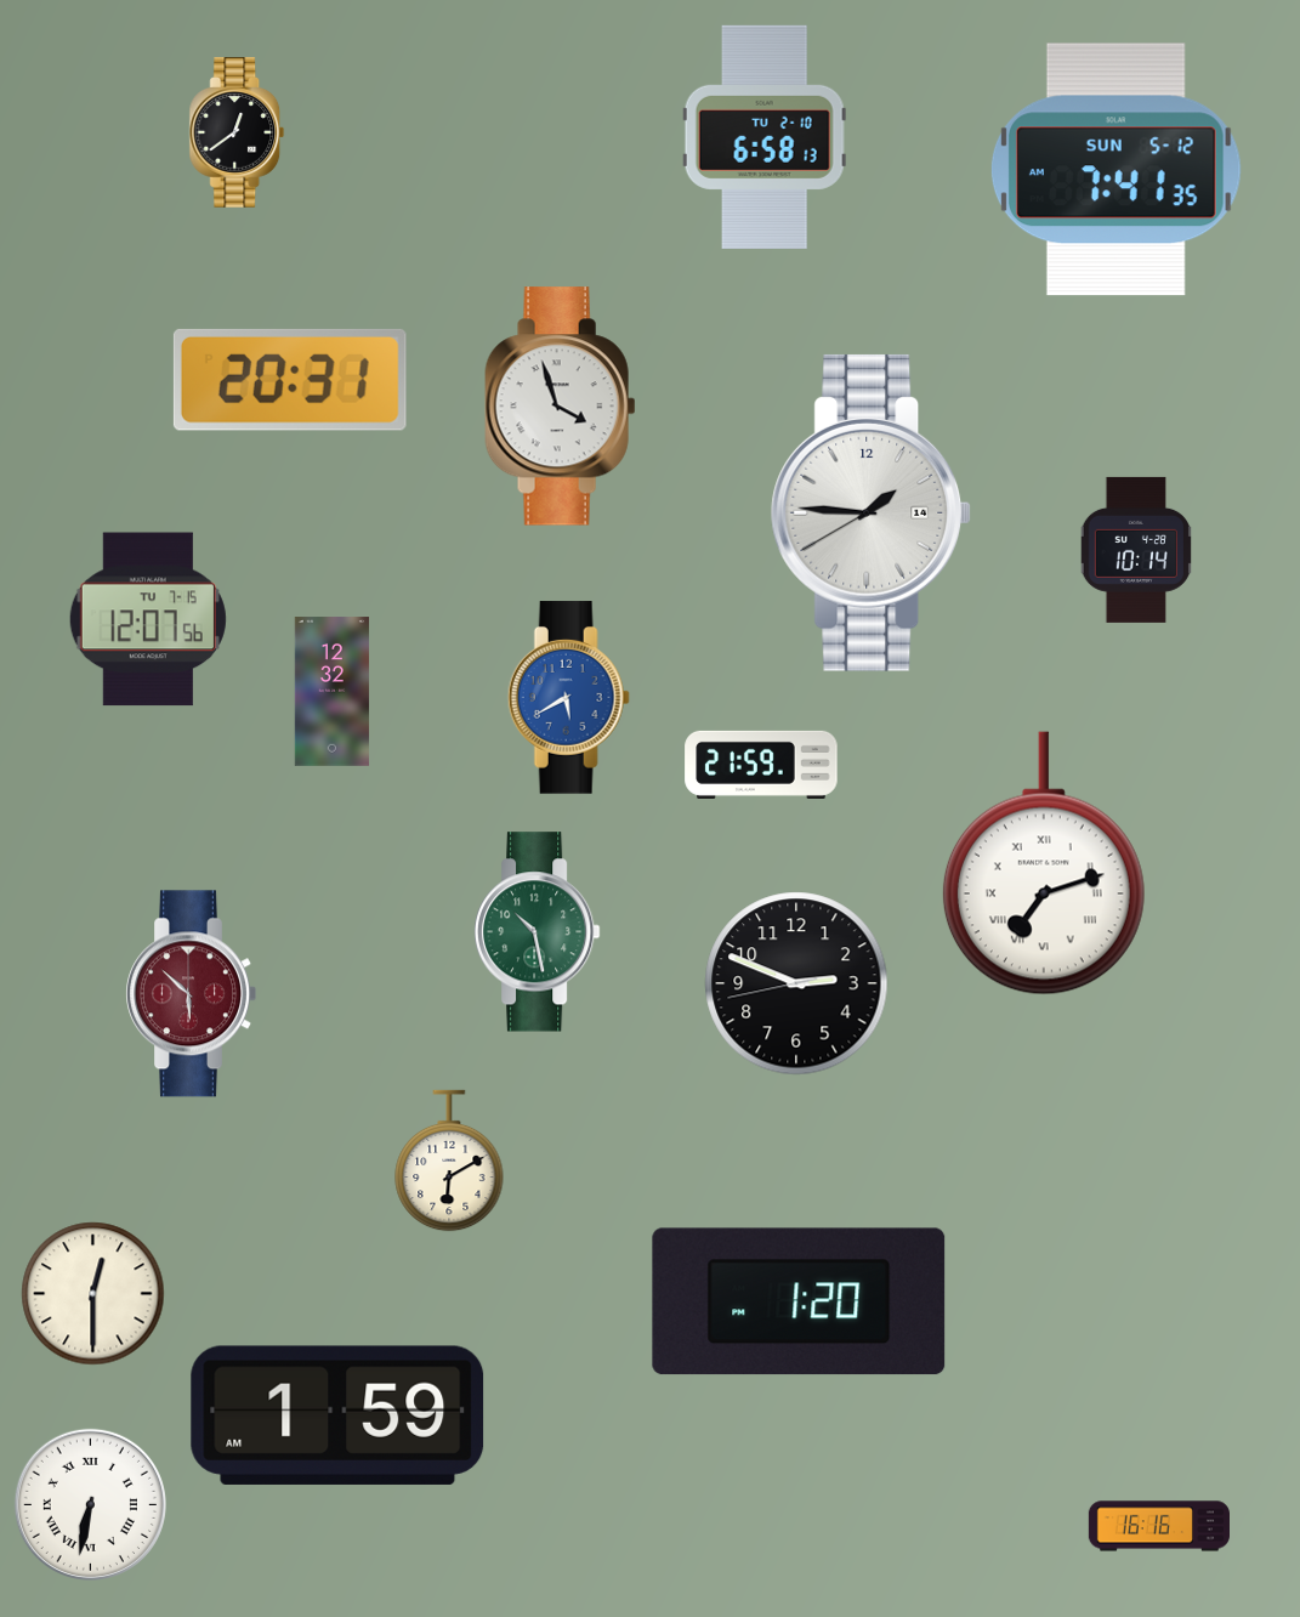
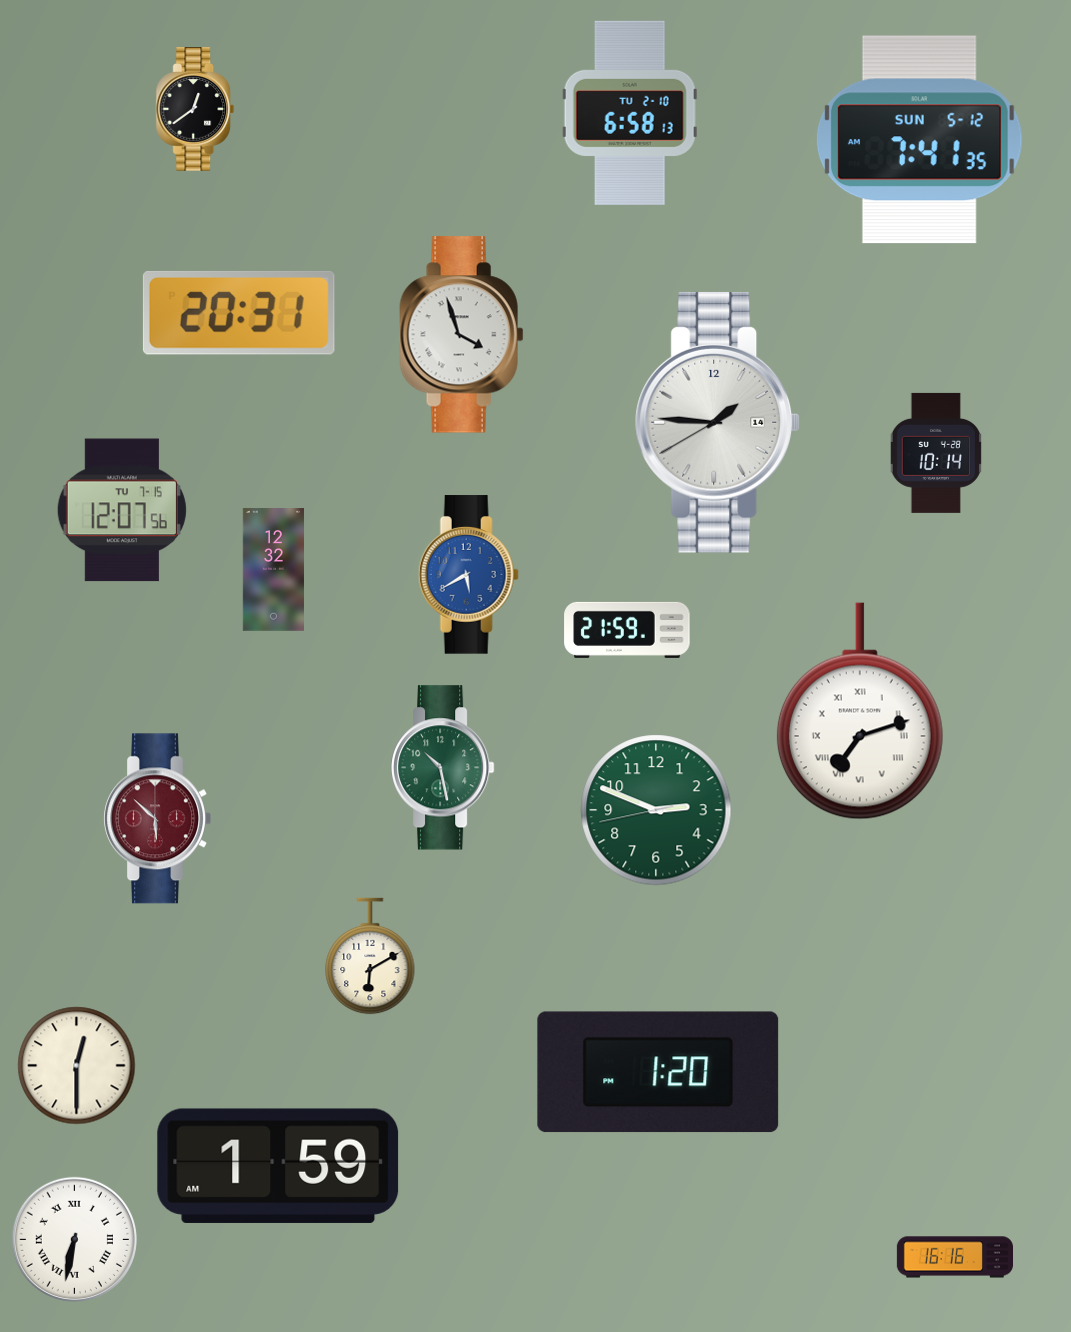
clock at (796, 983) dial: black -> green
